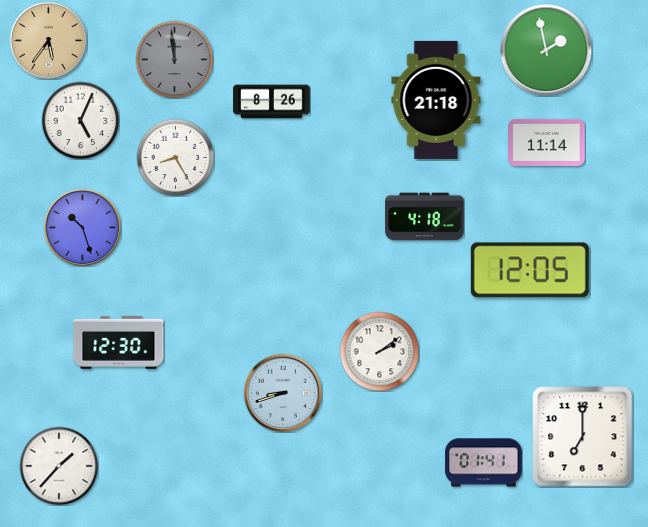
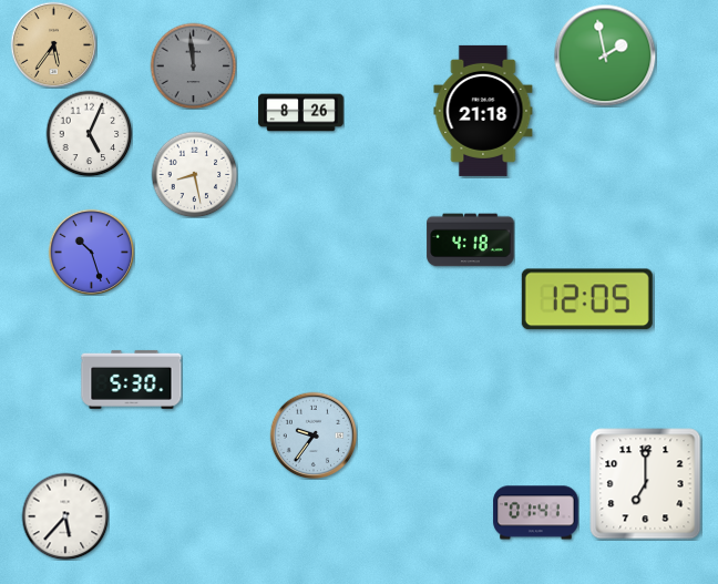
clock at (547, 142): 11:14 -> none
clock at (175, 157): 8:25 -> 8:28
clock at (119, 342): 12:30 -> 5:30
clock at (379, 351): 2:09 -> none
clock at (283, 393): 8:42 -> 9:36
clock at (59, 466): 1:37 -> 5:37
